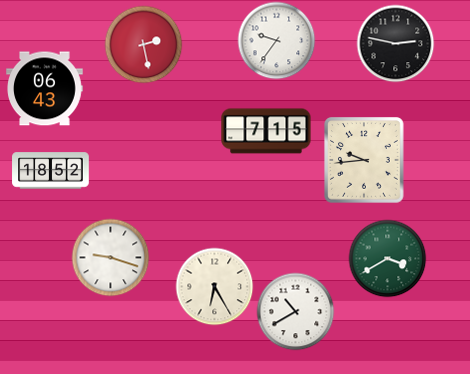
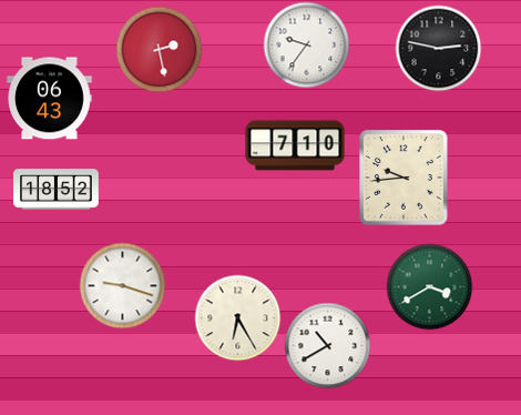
clock at (266, 131): 7:15 -> 7:10
